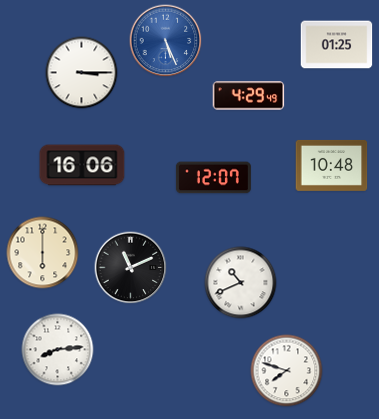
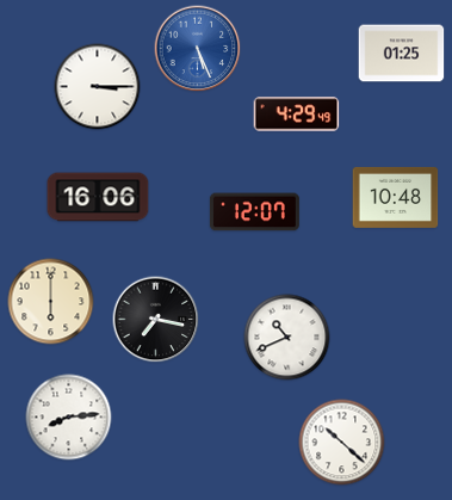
clock at (131, 268): 11:11 -> 7:17
clock at (287, 371): 7:48 -> 10:22
